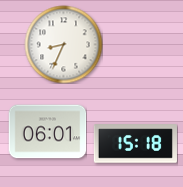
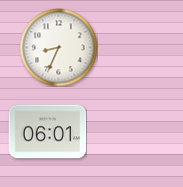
clock at (63, 44) position: (63, 44) -> (58, 47)
clock at (135, 144): 15:18 -> none
